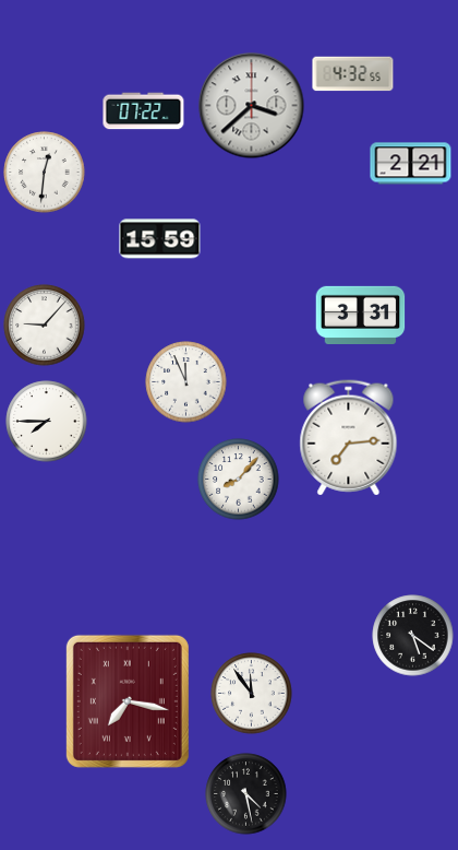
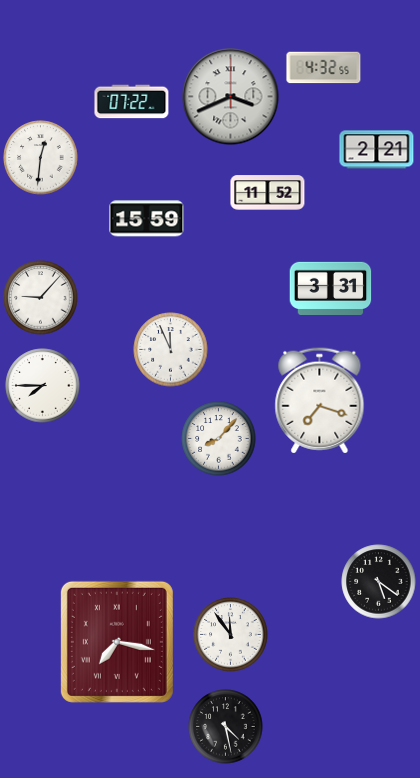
clock at (252, 106): 3:38 -> 3:41
clock at (268, 193): none -> 11:52
clock at (349, 438): 7:14 -> 7:18
